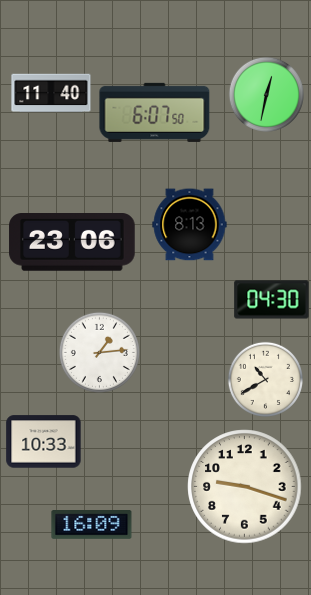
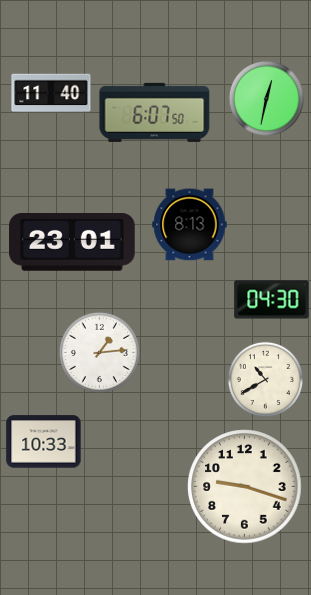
clock at (266, 94) position: (266, 94) -> (266, 98)
clock at (72, 242): 23:06 -> 23:01
clock at (92, 525): 16:09 -> none
